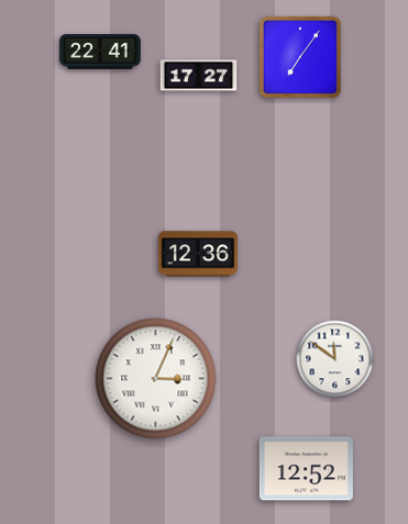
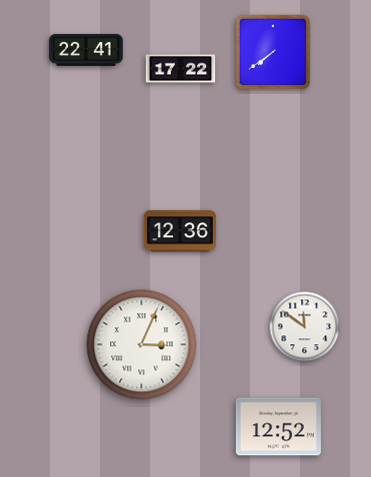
clock at (100, 52) position: (100, 52) -> (86, 50)
clock at (300, 57): 7:06 -> 7:39
clock at (199, 76): 17:27 -> 17:22
